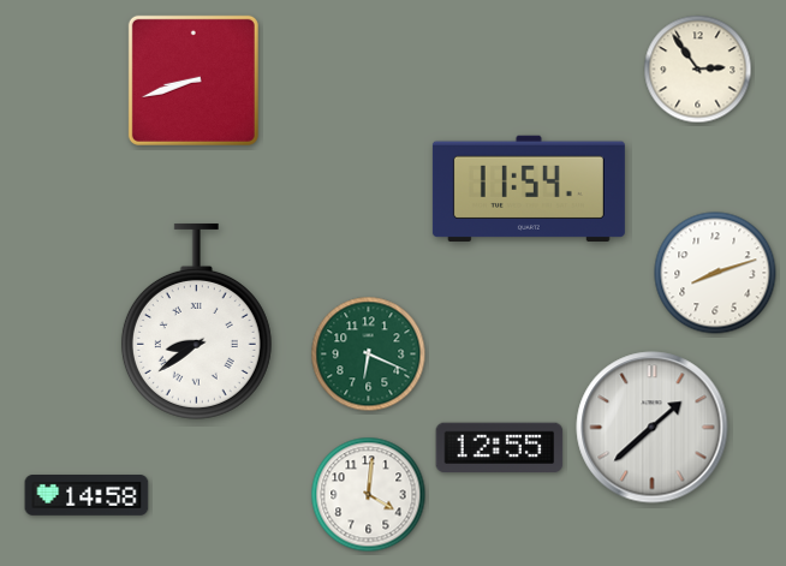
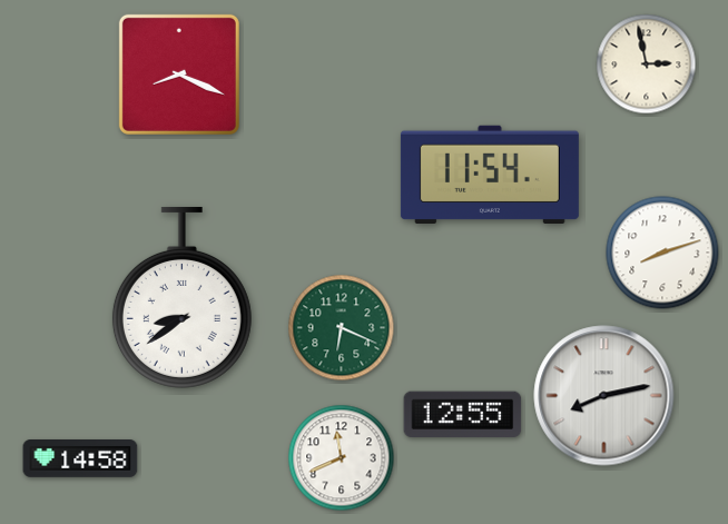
clock at (698, 70): 2:54 -> 2:58
clock at (193, 81): 8:42 -> 8:19
clock at (653, 428): 1:38 -> 8:13
clock at (369, 495): 4:01 -> 11:41
